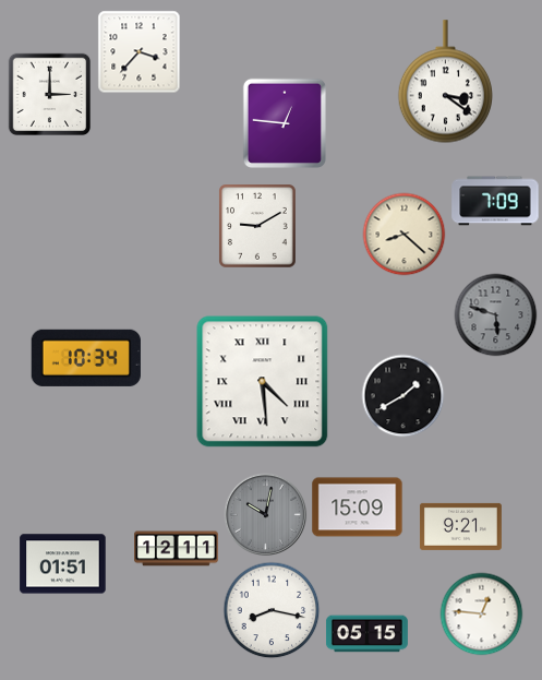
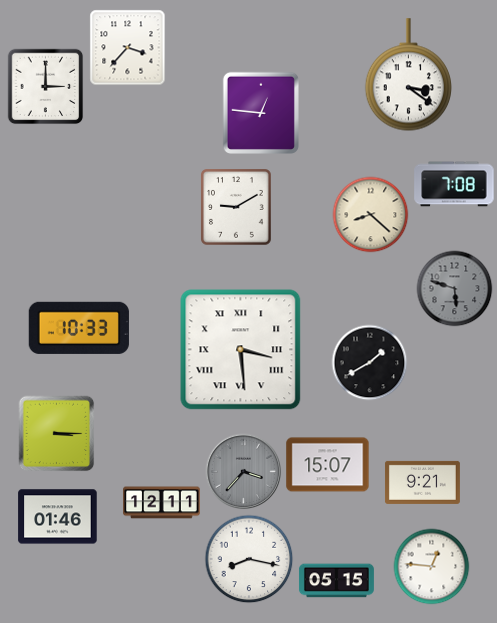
clock at (495, 201): 7:09 -> 7:08
clock at (86, 358): 10:34 -> 10:33
clock at (263, 382): 4:29 -> 3:29
clock at (57, 434): none -> 3:15
clock at (358, 508): 15:09 -> 15:07
clock at (266, 515): 10:02 -> 3:37
clock at (63, 564): 01:51 -> 01:46
clock at (482, 615) position: (482, 615) -> (432, 567)
